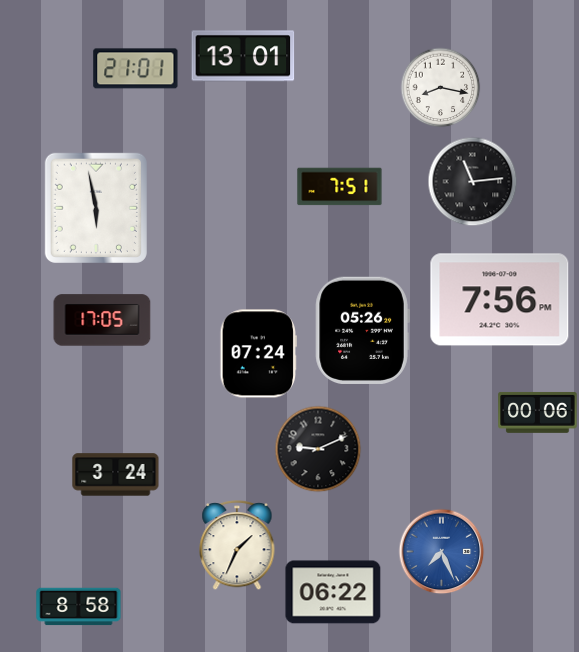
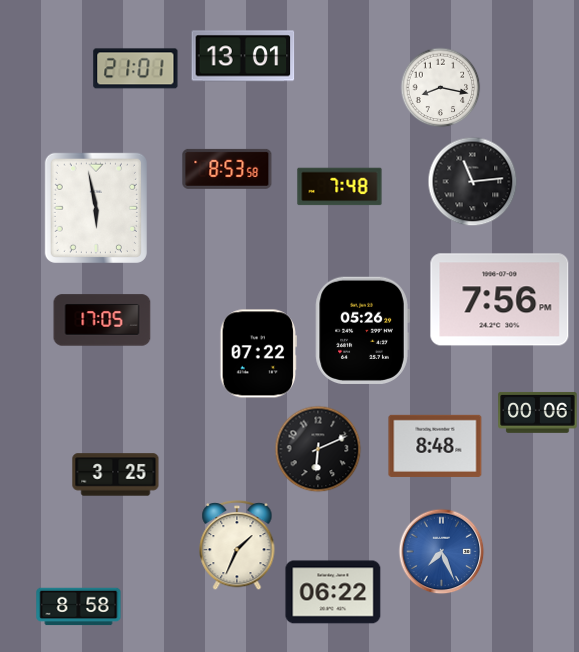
clock at (227, 169): none -> 8:53
clock at (340, 187): 7:51 -> 7:48
clock at (258, 354): 07:24 -> 07:22
clock at (435, 446): none -> 8:48
clock at (318, 449): 9:11 -> 6:11
clock at (116, 475): 3:24 -> 3:25
